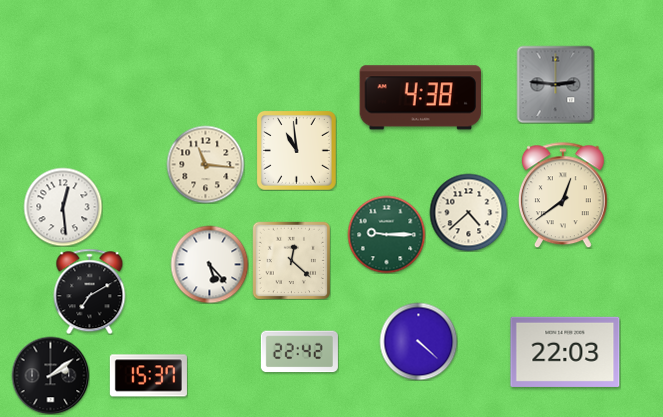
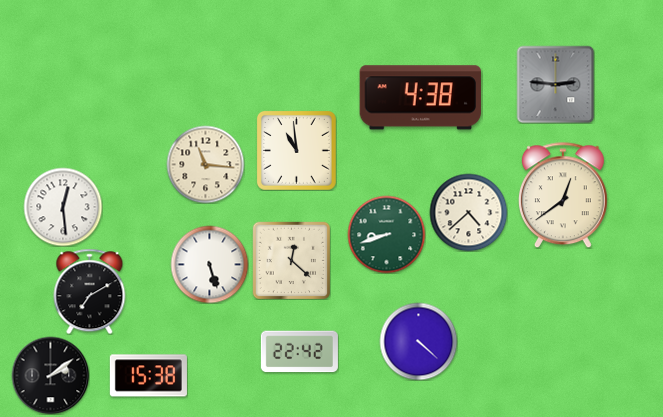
clock at (386, 234): 9:15 -> 8:42
clock at (209, 264): 5:23 -> 5:27
clock at (565, 352): 22:03 -> none
clock at (148, 376): 15:37 -> 15:38
